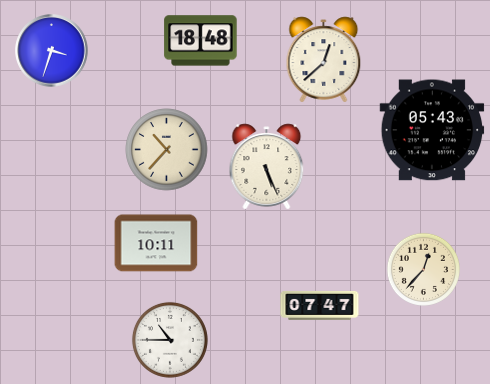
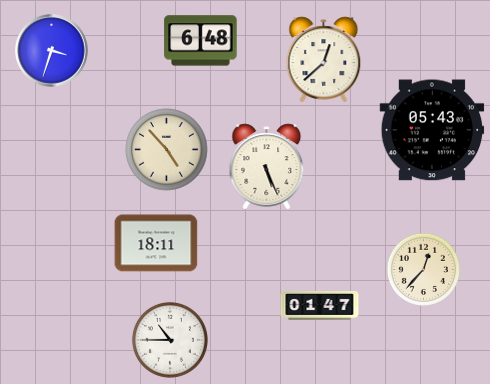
clock at (201, 41): 18:48 -> 6:48
clock at (167, 150): 10:37 -> 4:53
clock at (156, 243): 10:11 -> 18:11
clock at (320, 306): 07:47 -> 01:47
